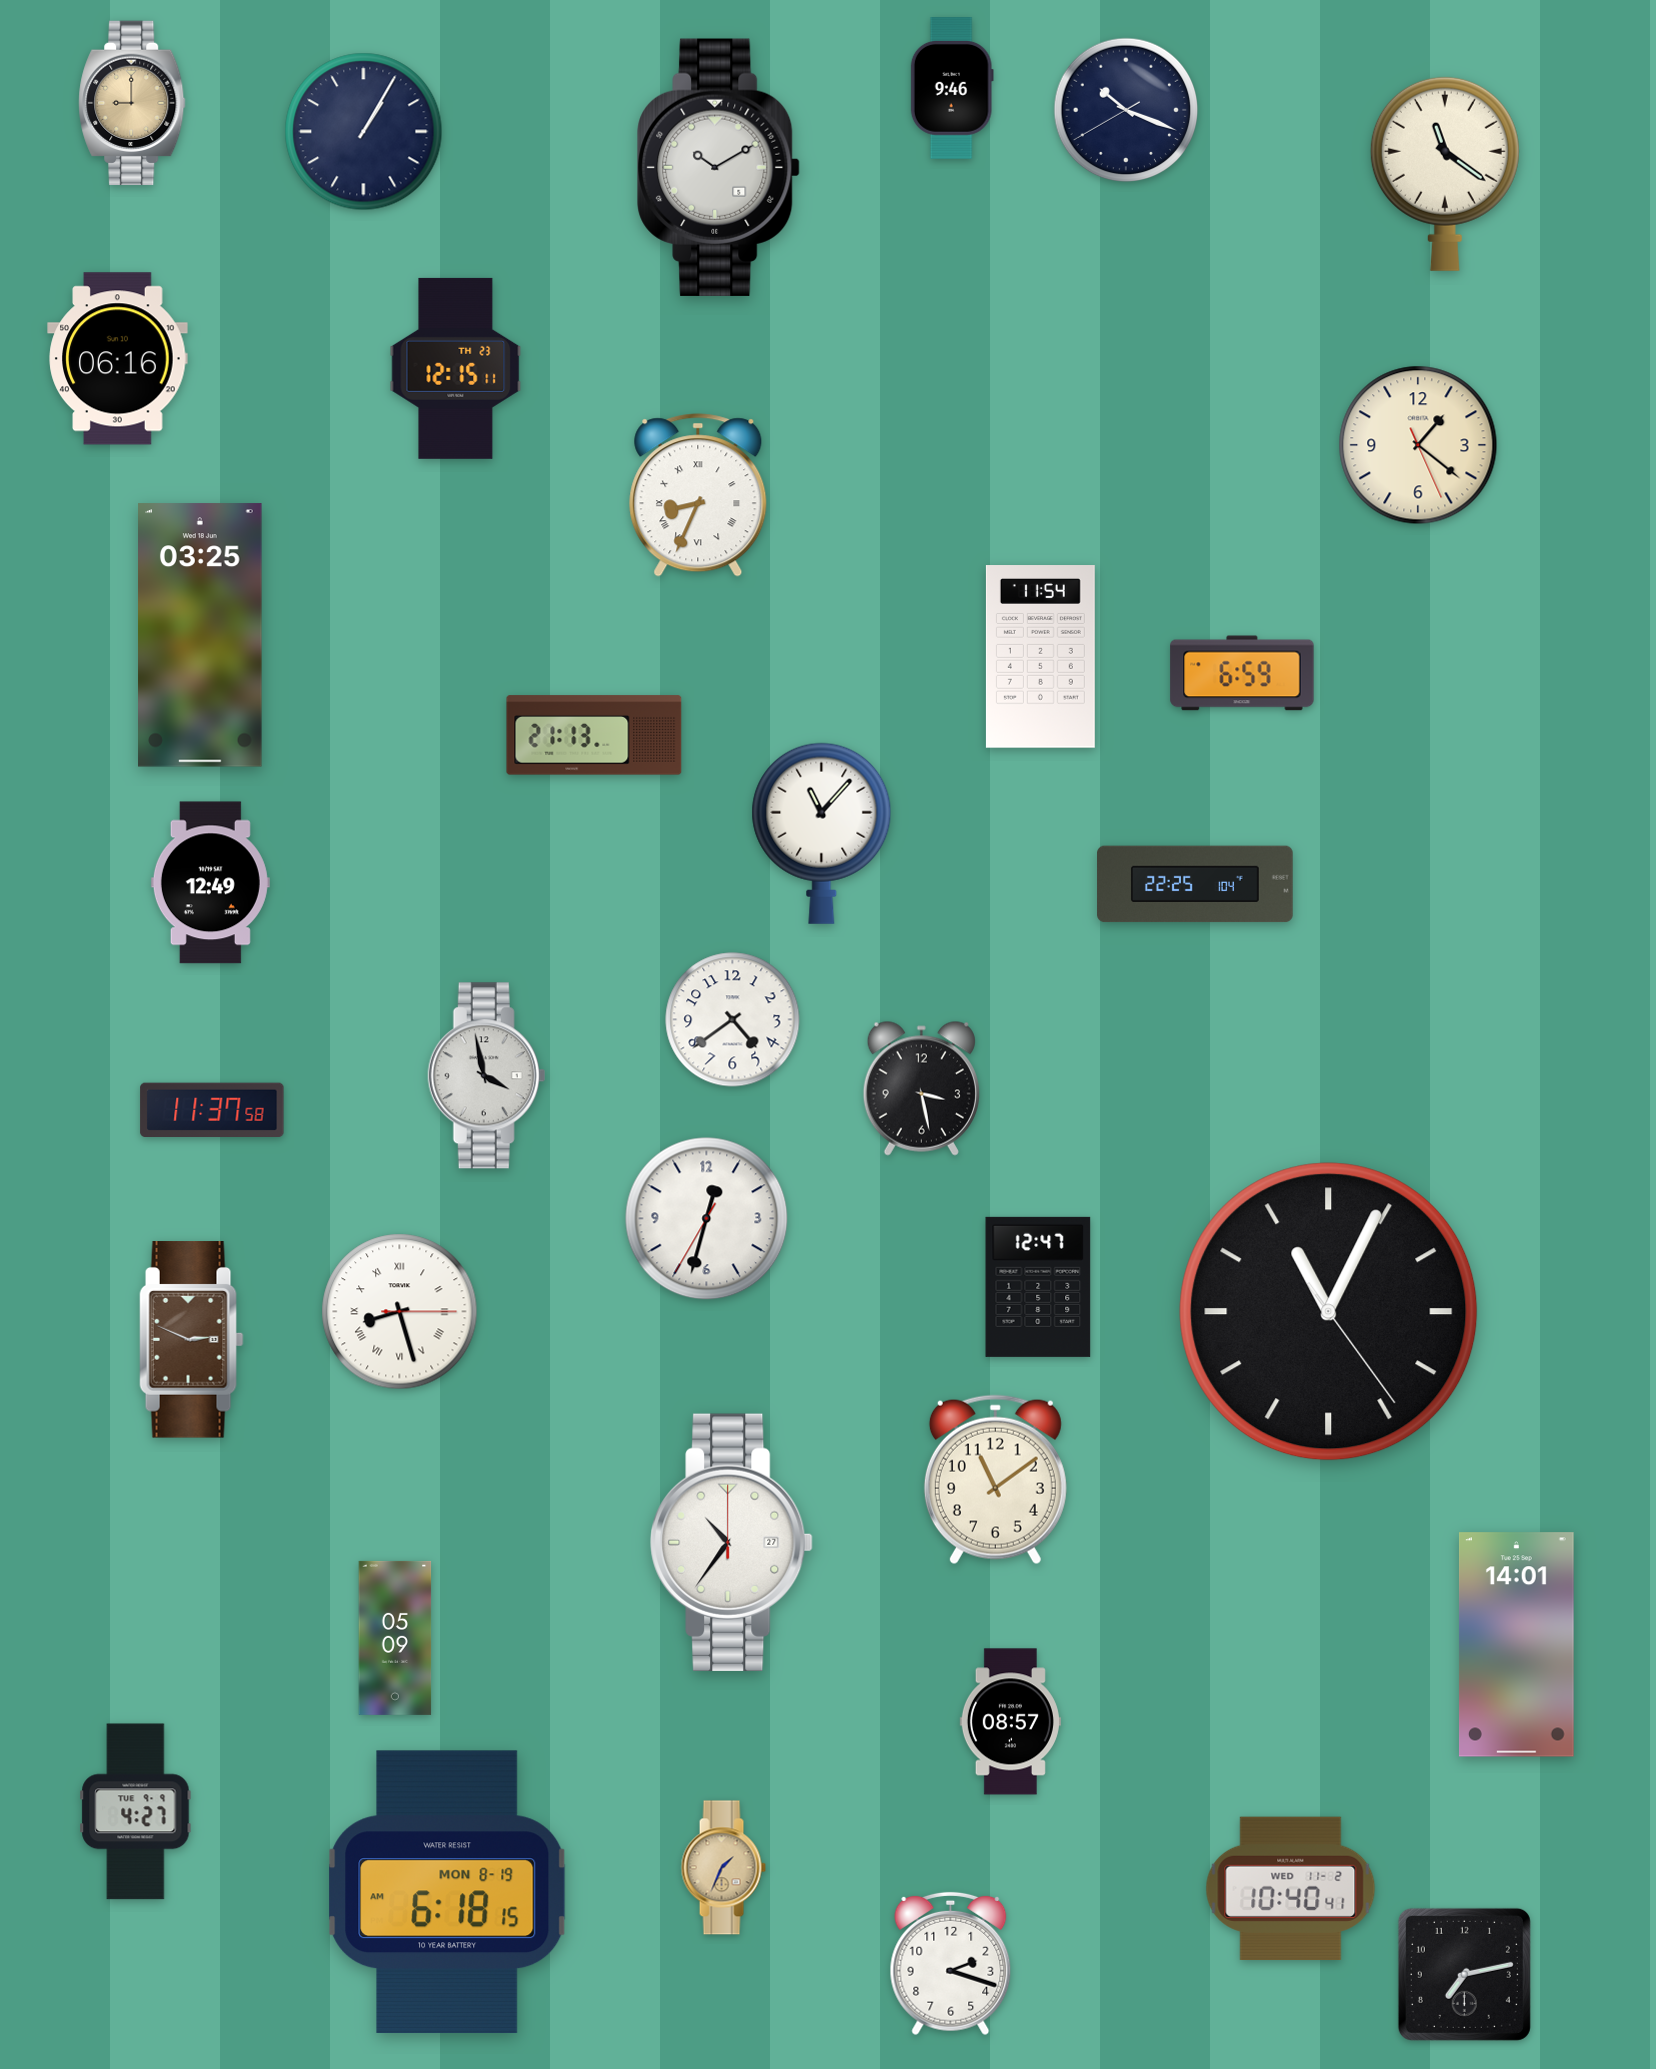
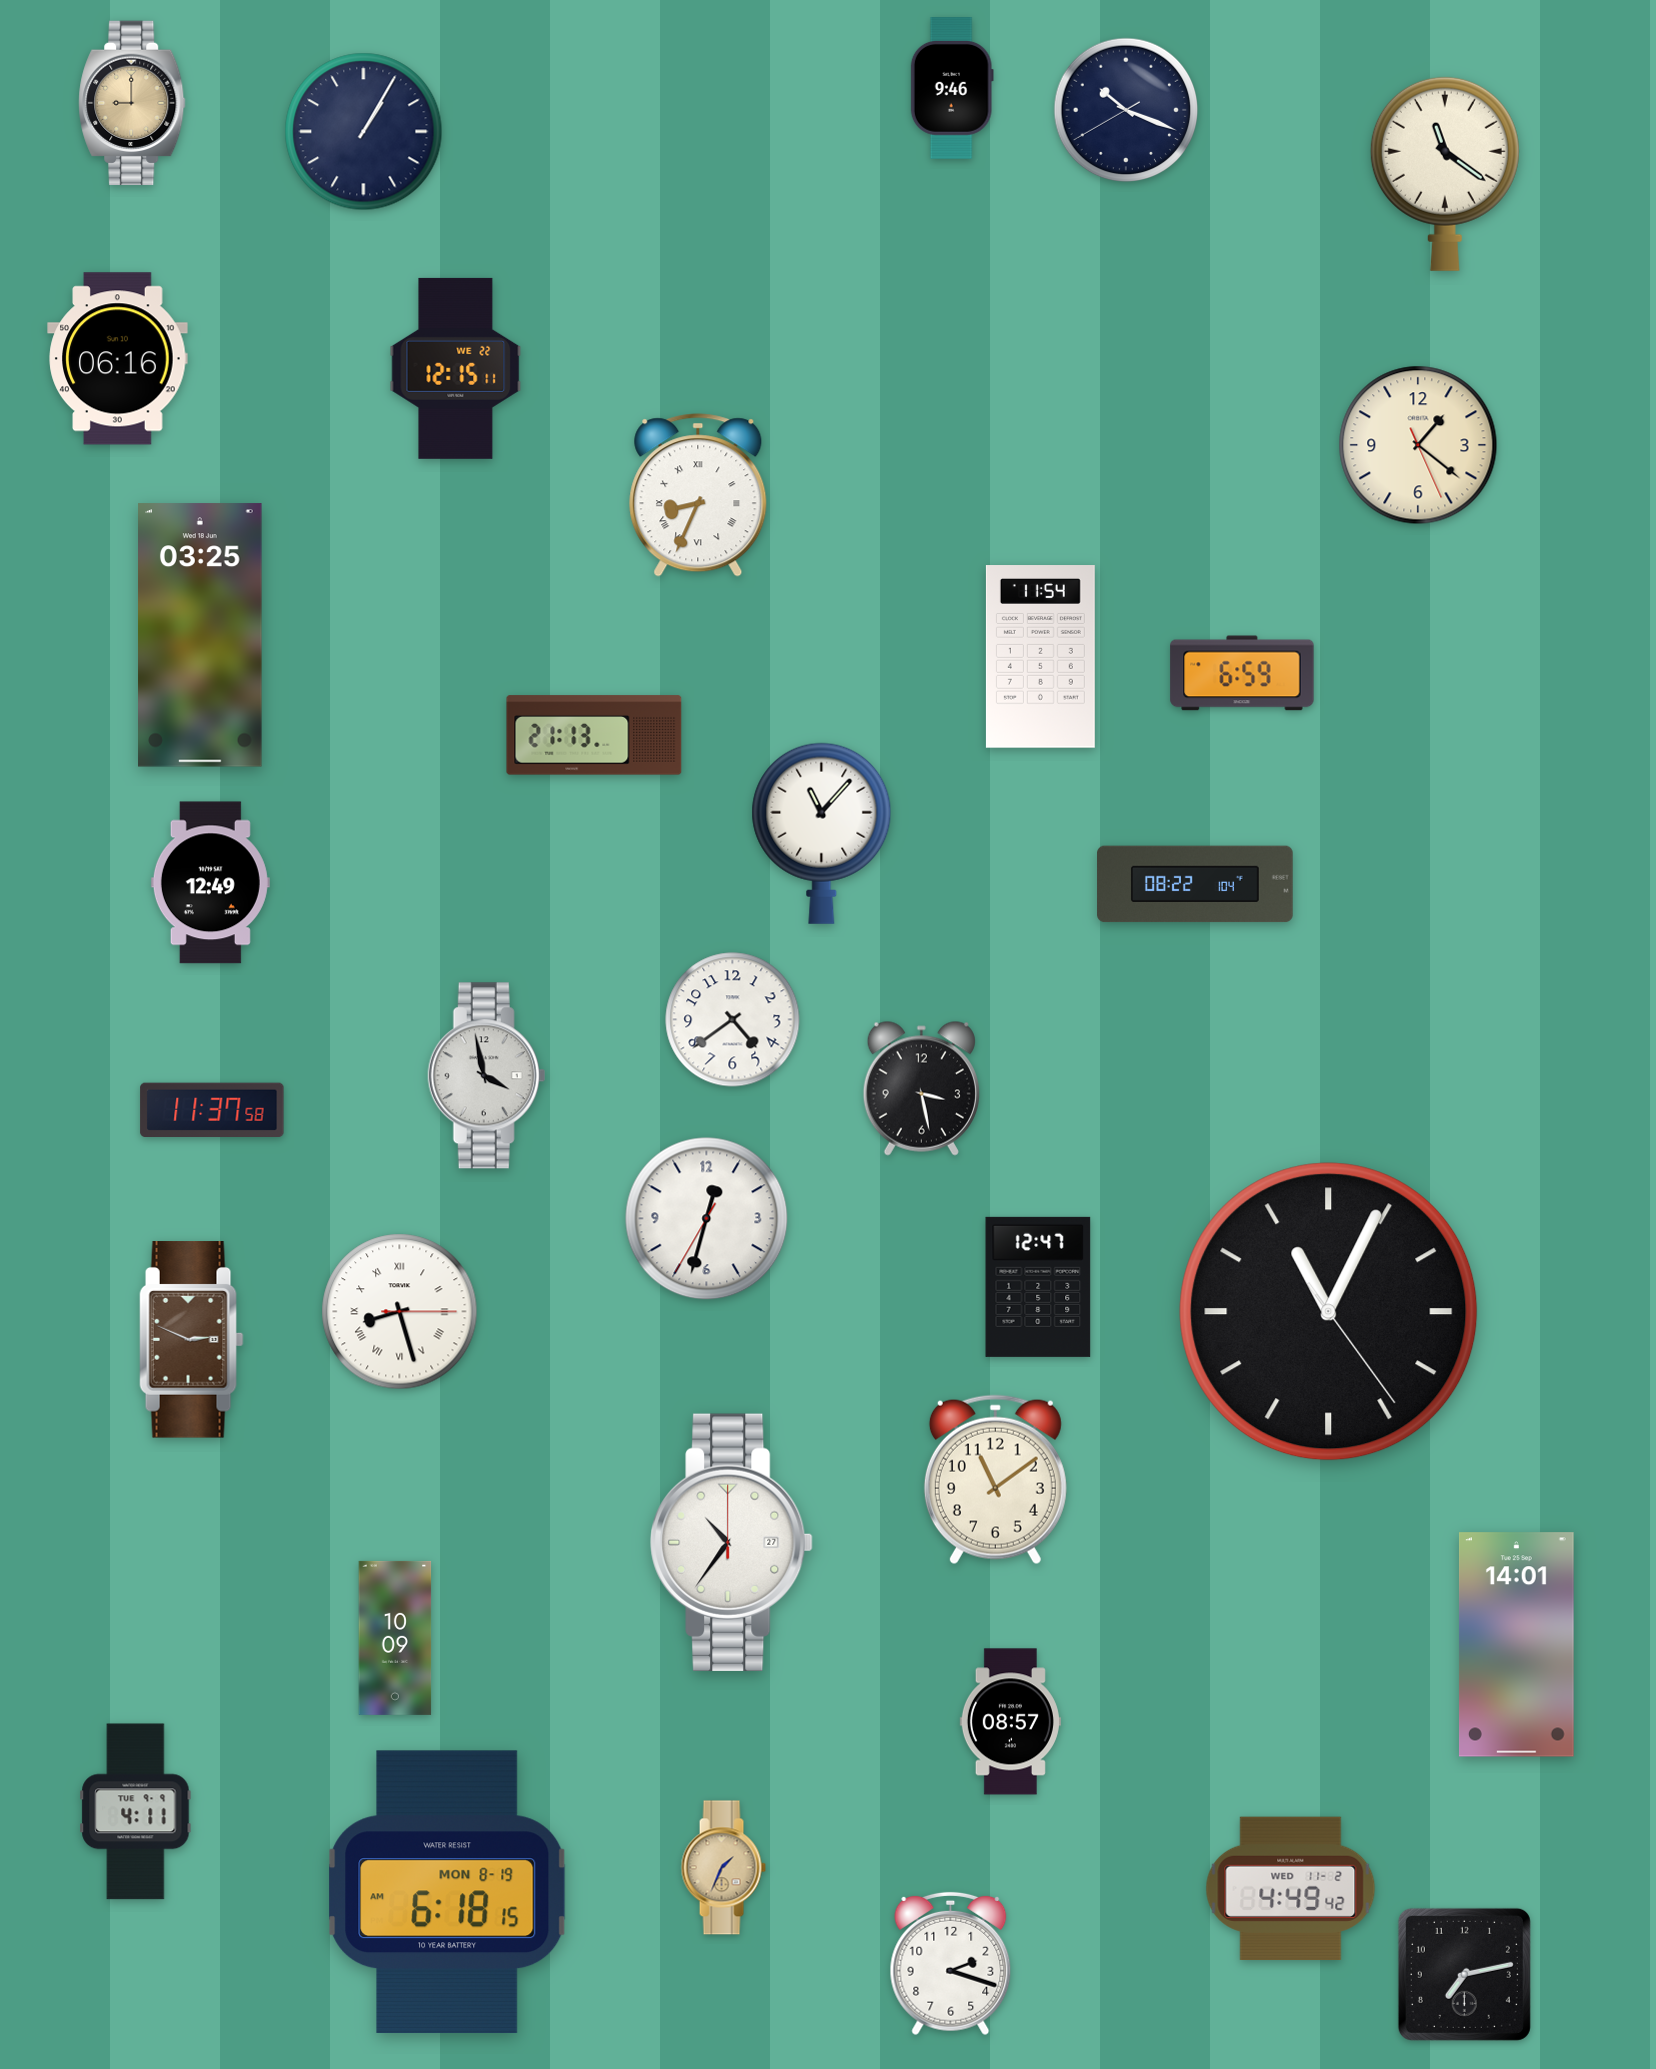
clock at (719, 167): 10:10 -> none
clock at (456, 368) date: TH 23 -> WE 22
clock at (1195, 884): 22:25 -> 08:22
clock at (395, 1638): 05:09 -> 10:09
clock at (136, 1812): 4:27 -> 4:11
clock at (1291, 1888): 10:40 -> 4:49
